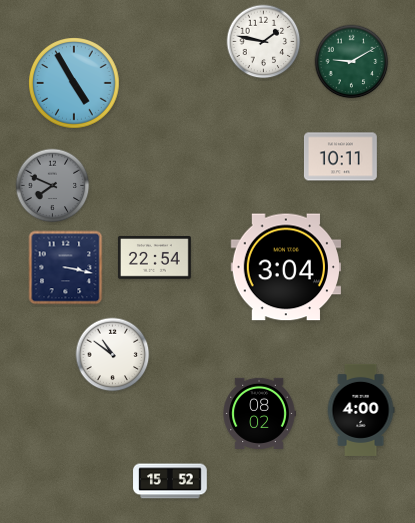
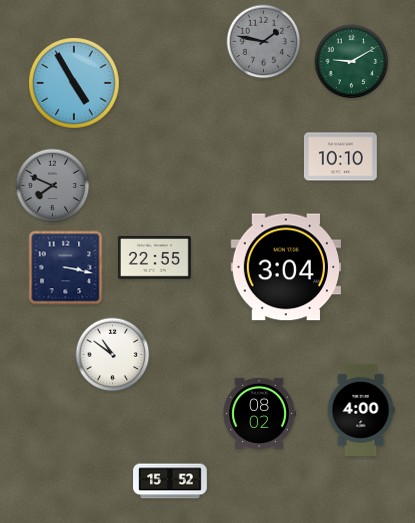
clock at (264, 42) dial: white -> grey
clock at (340, 157): 10:11 -> 10:10
clock at (154, 258): 22:54 -> 22:55
